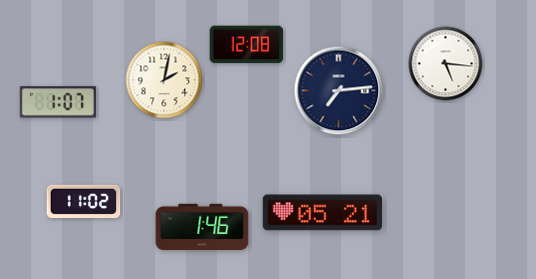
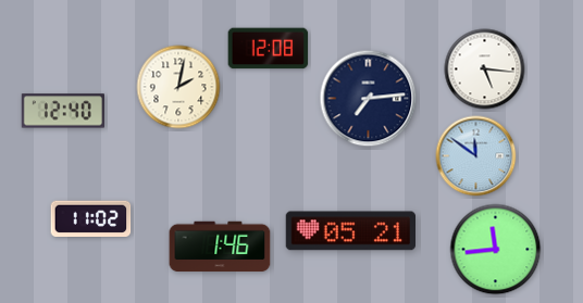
clock at (58, 102): 1:07 -> 12:40
clock at (476, 156): none -> 11:51
clock at (496, 250): none -> 11:44
